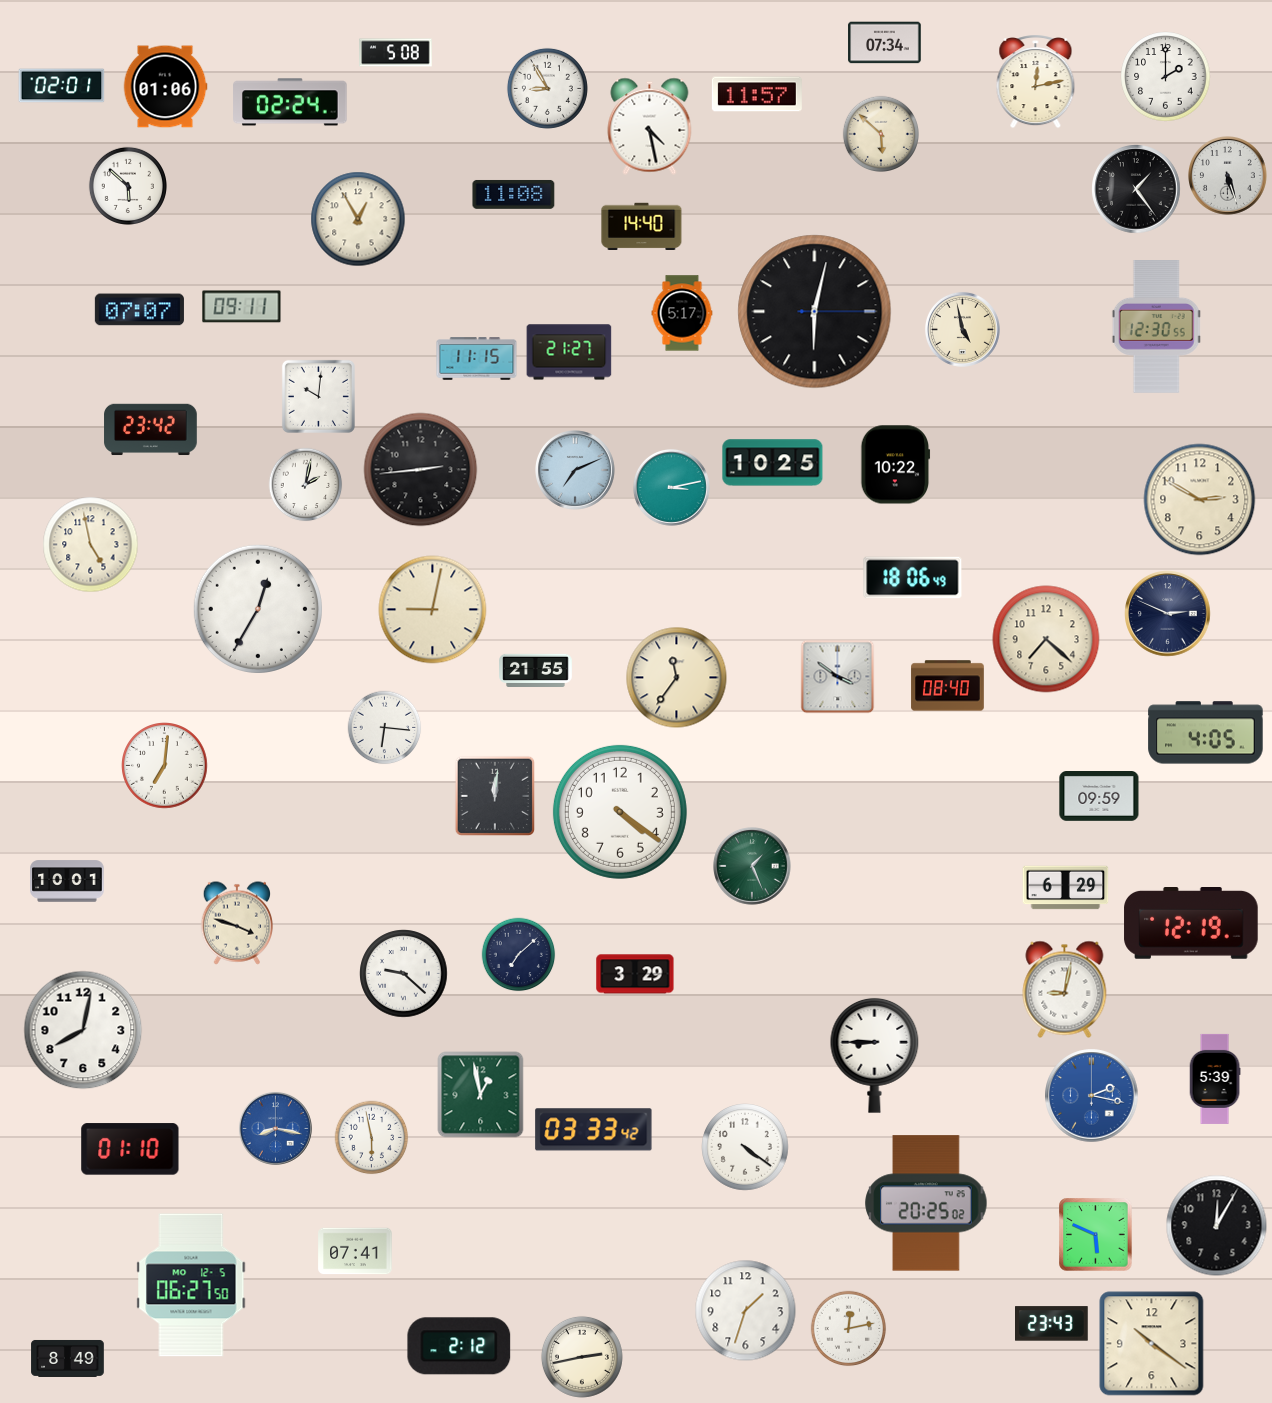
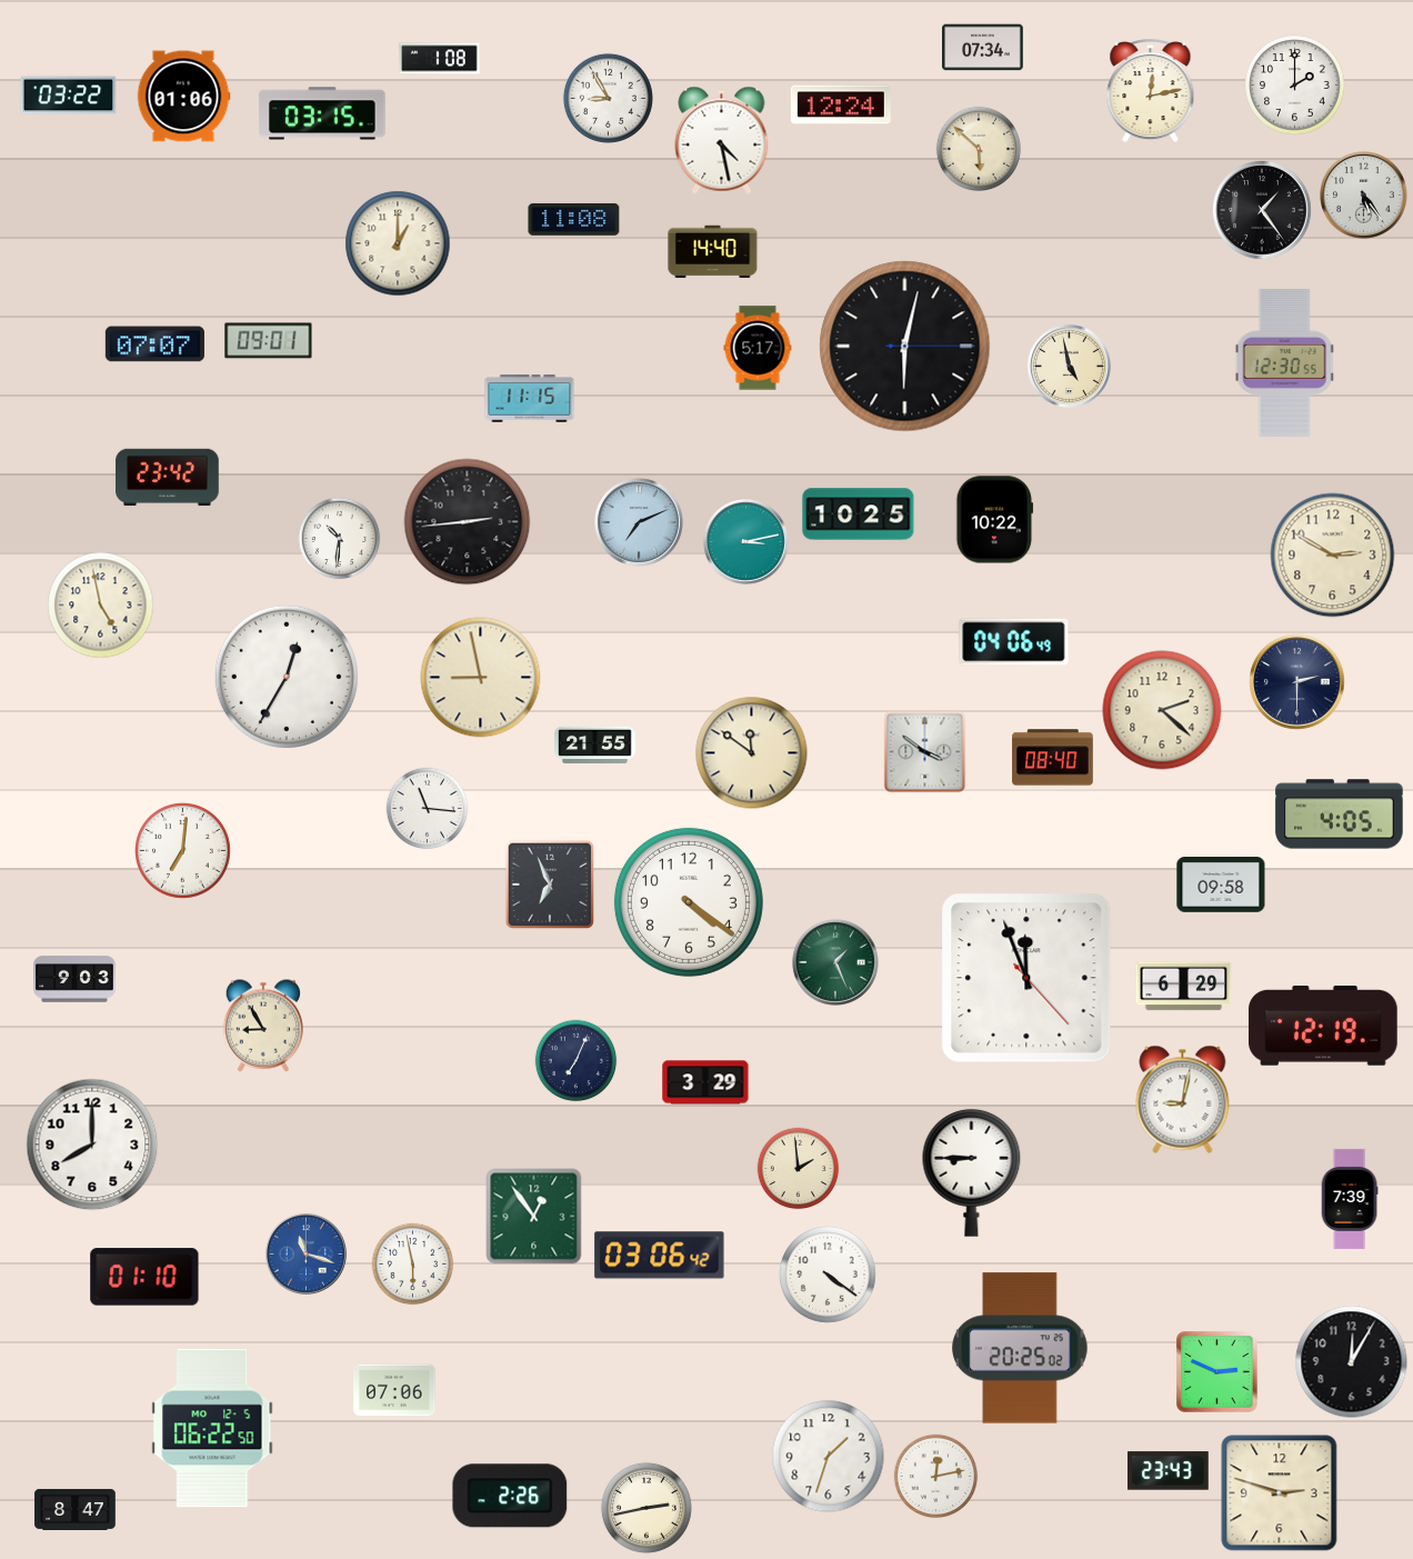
clock at (396, 53): 5:08 -> 1:08
clock at (62, 86): 02:01 -> 03:22
clock at (757, 94): 11:57 -> 12:24
clock at (290, 102): 02:24 -> 03:15
clock at (1228, 176): 5:27 -> 5:24
clock at (128, 186): 5:52 -> none
clock at (514, 194) position: (514, 194) -> (574, 219)
clock at (358, 219): 12:55 -> 1:00
clock at (242, 307): 09:11 -> 09:01
clock at (569, 352): 21:27 -> none
clock at (318, 396): 10:01 -> none
clock at (896, 465) position: (896, 465) -> (995, 520)
clock at (306, 485): 2:02 -> 10:31
clock at (913, 578): 18:06 -> 04:06
clock at (433, 610): 9:02 -> 8:58
clock at (1168, 614): 2:49 -> 2:30
clock at (1046, 639): 7:22 -> 2:22
clock at (838, 677) position: (838, 677) -> (925, 752)
clock at (677, 678): 11:36 -> 11:51
clock at (948, 686) position: (948, 686) -> (1053, 758)
clock at (385, 728): 6:16 -> 11:16
clock at (494, 795): 12:01 -> 6:56
clock at (1099, 797): 09:59 -> 09:58
clock at (1026, 978): none -> 11:56
clock at (67, 881): 10:01 -> 9:03
clock at (237, 923): 3:48 -> 8:55
clock at (519, 955): 7:08 -> 7:04
clock at (404, 974): 9:22 -> none
clock at (83, 1030): 8:02 -> 8:00
clock at (799, 1169): none -> 1:59
clock at (1215, 1079): 5:39 -> 7:39
clock at (481, 1095): 12:58 -> 12:54
clock at (1092, 1096): 2:17 -> none
clock at (275, 1128): 8:17 -> 11:18
clock at (594, 1130): 03:33 -> 03:06
clock at (926, 1203) position: (926, 1203) -> (1020, 1348)
clock at (1096, 1235): 5:49 -> 2:49
clock at (355, 1251): 07:41 -> 07:06
clock at (191, 1285): 06:27 -> 06:22
clock at (849, 1329) position: (849, 1329) -> (936, 1477)
clock at (1152, 1344): 10:21 -> 2:48
clock at (459, 1346): 2:12 -> 2:26
clock at (68, 1358): 8:49 -> 8:47
